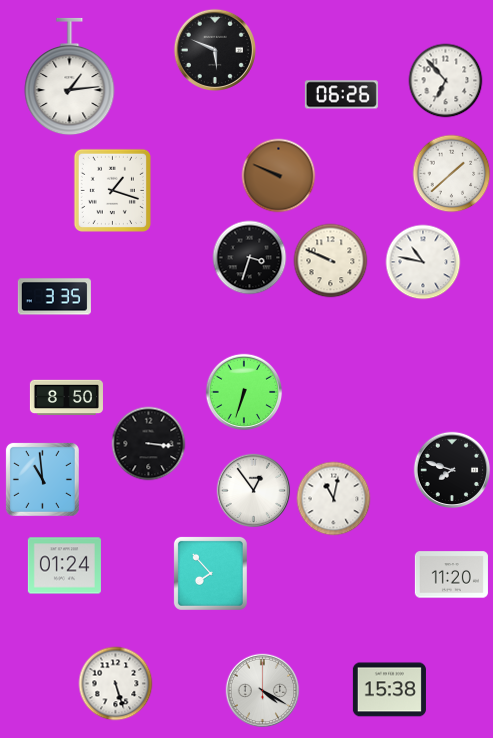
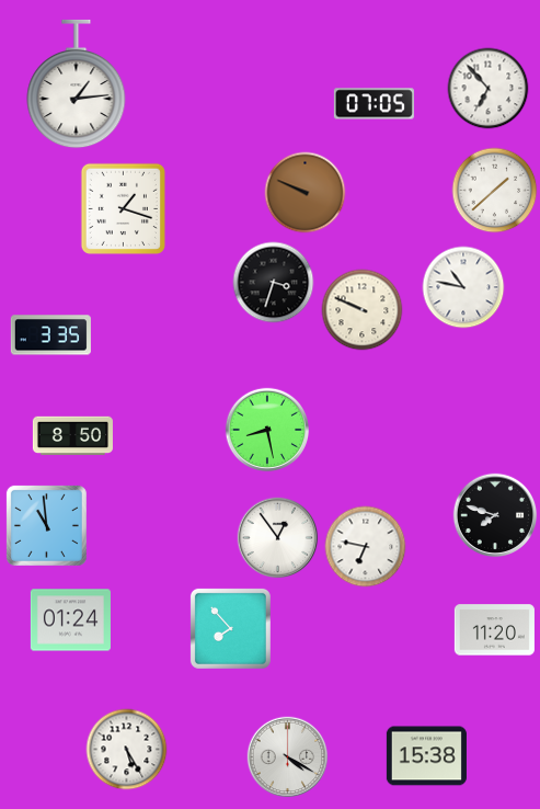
clock at (214, 49): 5:49 -> none
clock at (341, 95): 06:26 -> 07:05
clock at (331, 261) position: (331, 261) -> (363, 310)
clock at (54, 297) position: (54, 297) -> (50, 335)
clock at (244, 392): 6:33 -> 8:28
clock at (149, 444): 3:16 -> none
clock at (334, 499): 11:02 -> 6:47
clock at (116, 684): 5:27 -> 5:25
